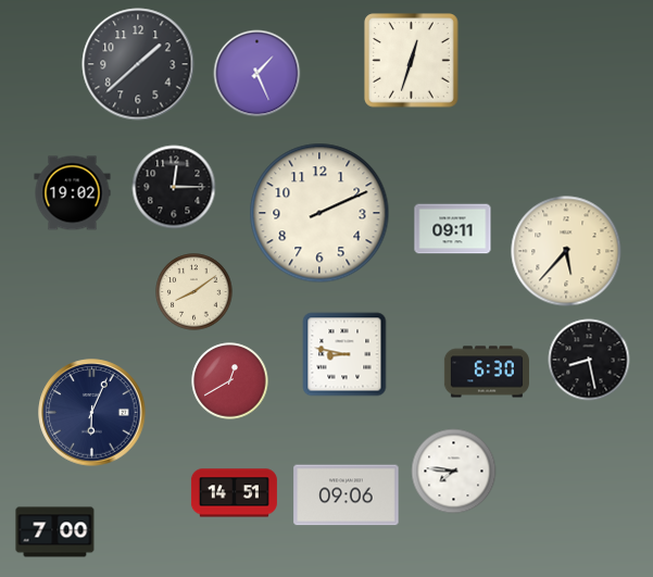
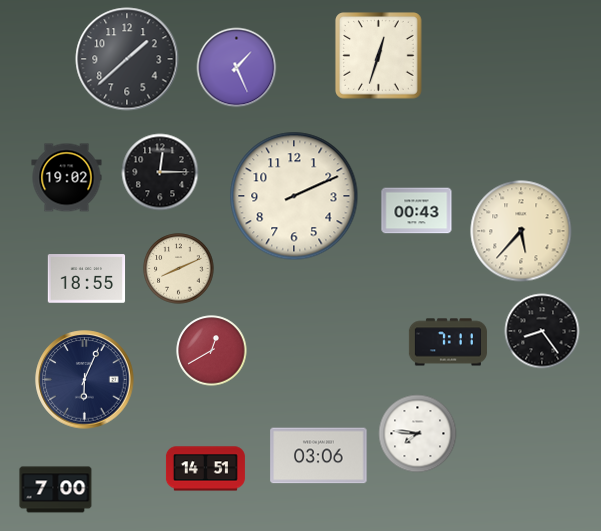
clock at (453, 229): 09:11 -> 00:43
clock at (194, 292): 8:09 -> 8:11
clock at (87, 279): none -> 18:55
clock at (344, 354): 8:47 -> none
clock at (589, 360): 8:28 -> 8:24
clock at (487, 372): 6:30 -> 7:11
clock at (234, 493) position: (234, 493) -> (205, 469)
clock at (347, 496): 09:06 -> 03:06
clock at (55, 532) position: (55, 532) -> (56, 490)
